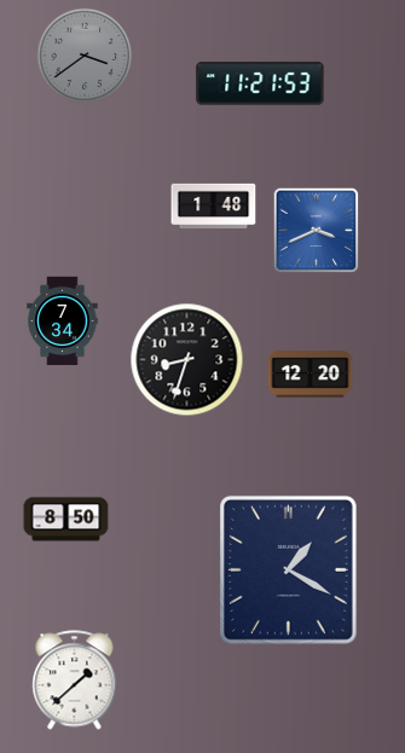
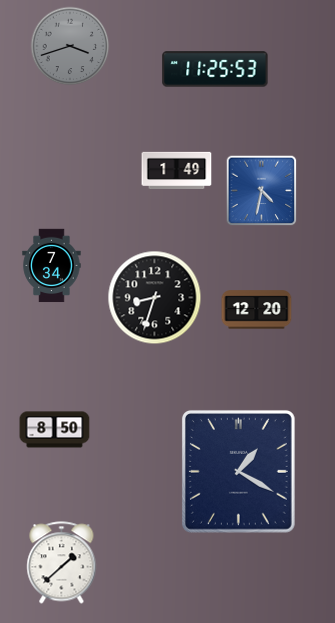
clock at (85, 56): 3:39 -> 3:42
clock at (260, 83): 11:21 -> 11:25
clock at (214, 205): 1:48 -> 1:49
clock at (317, 231): 3:41 -> 4:32
